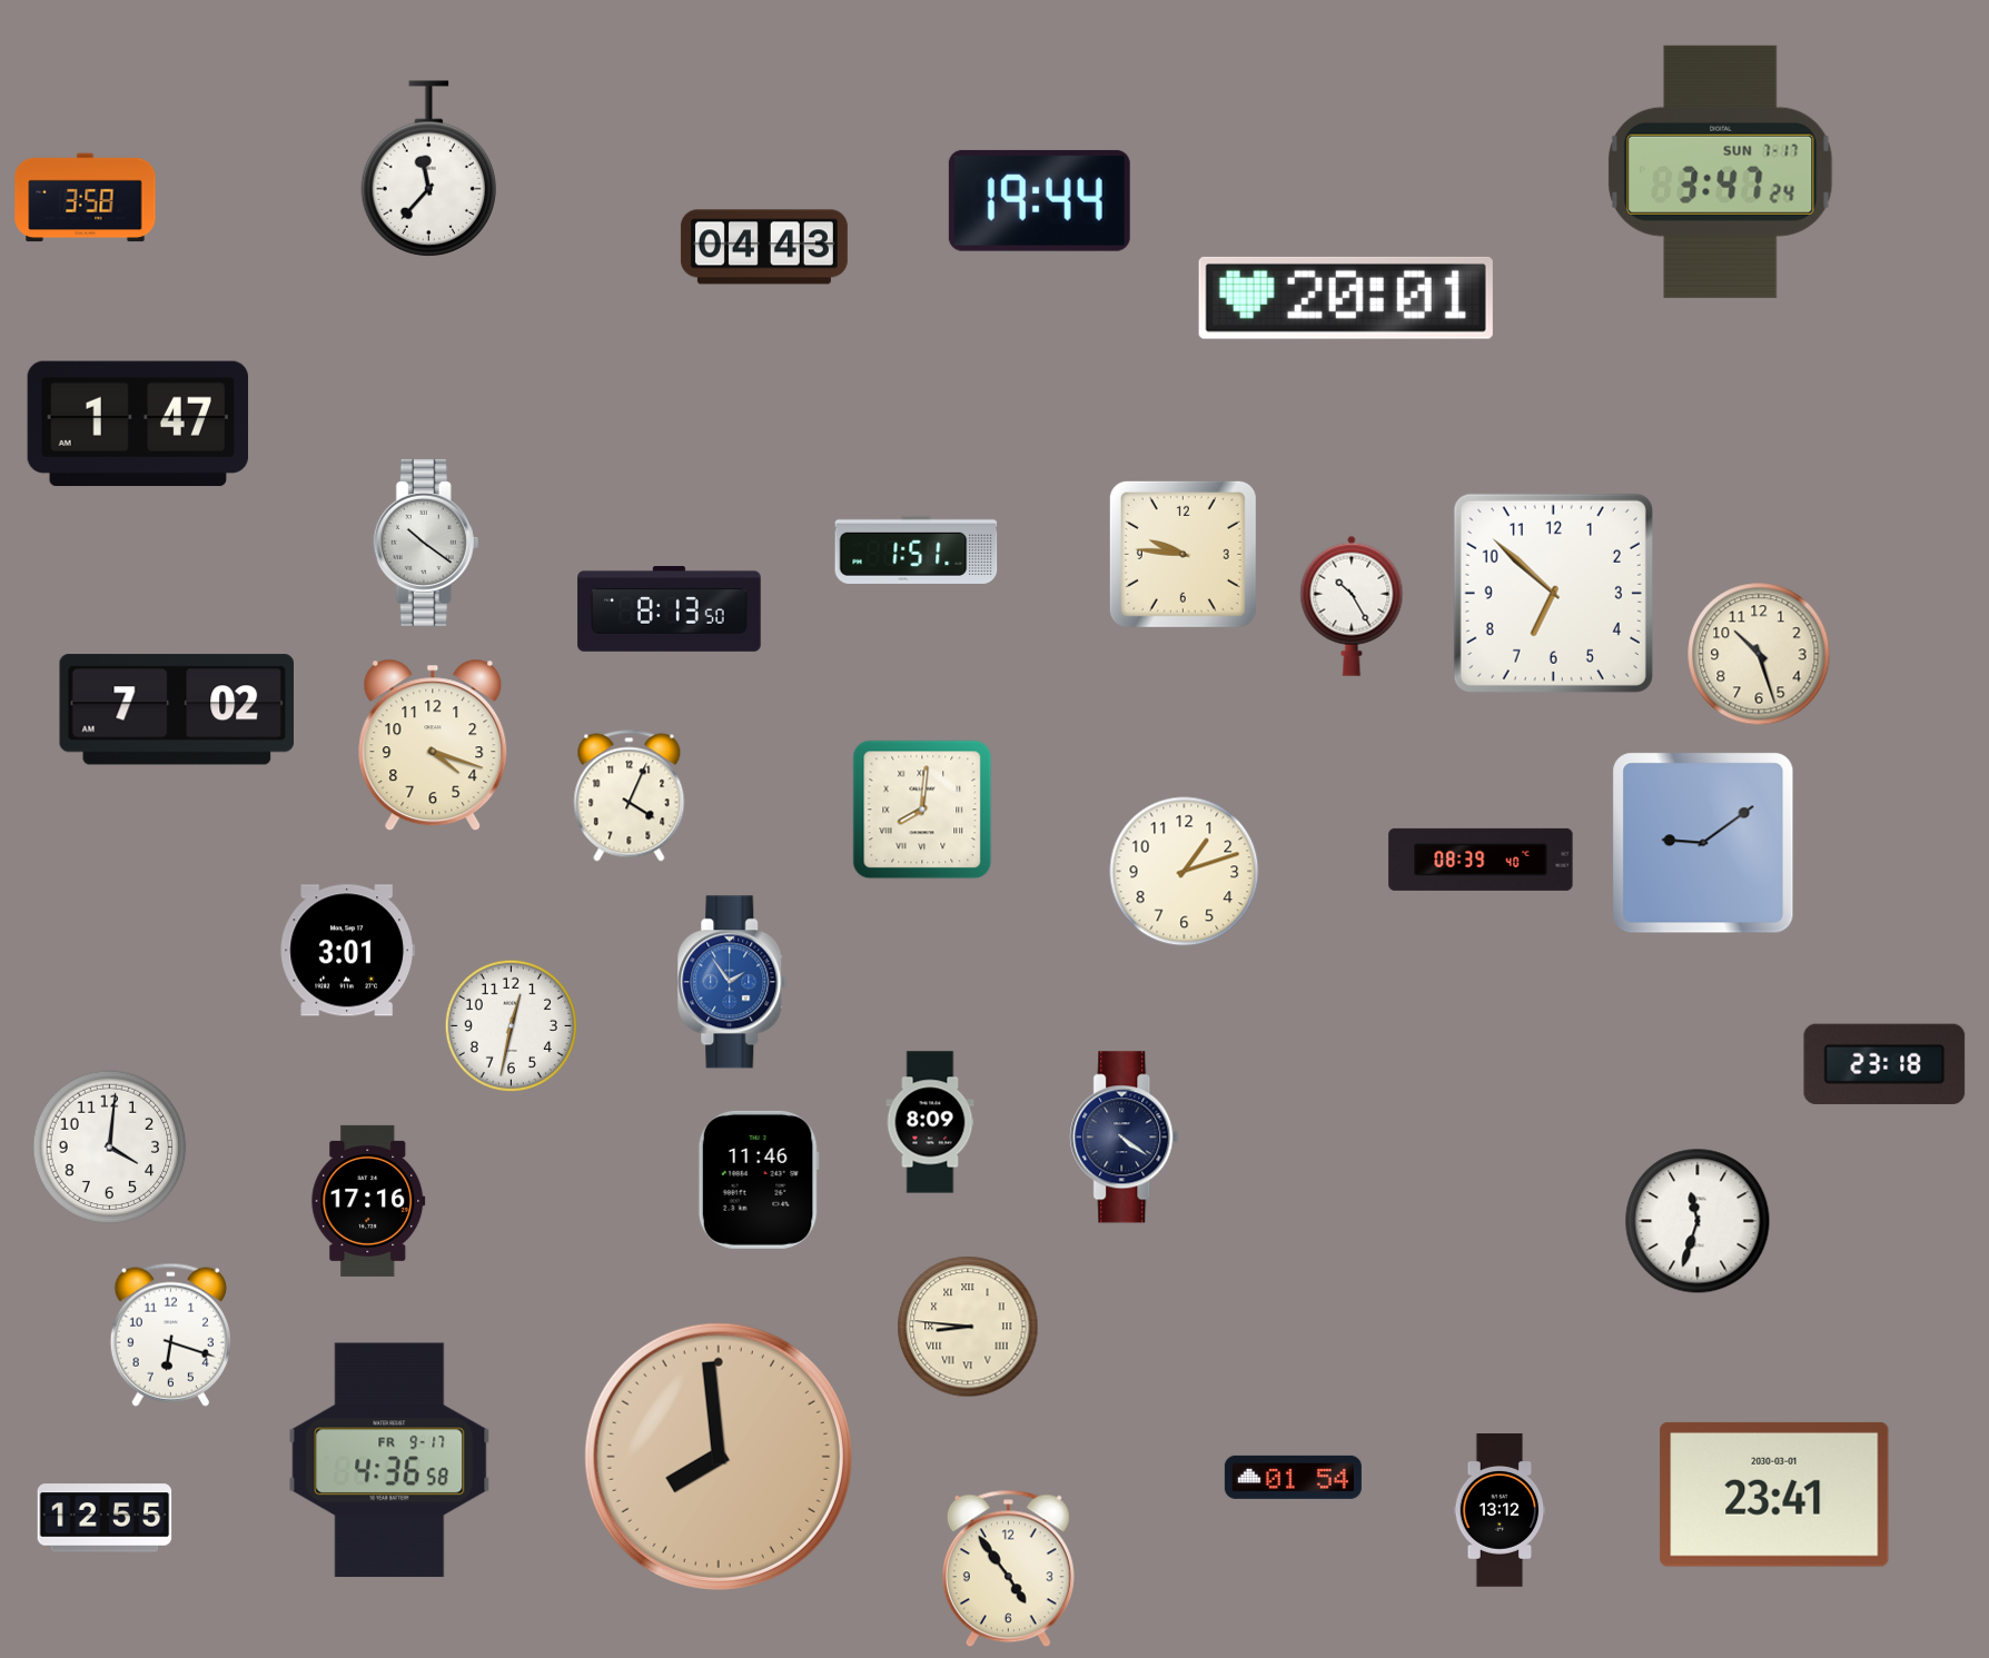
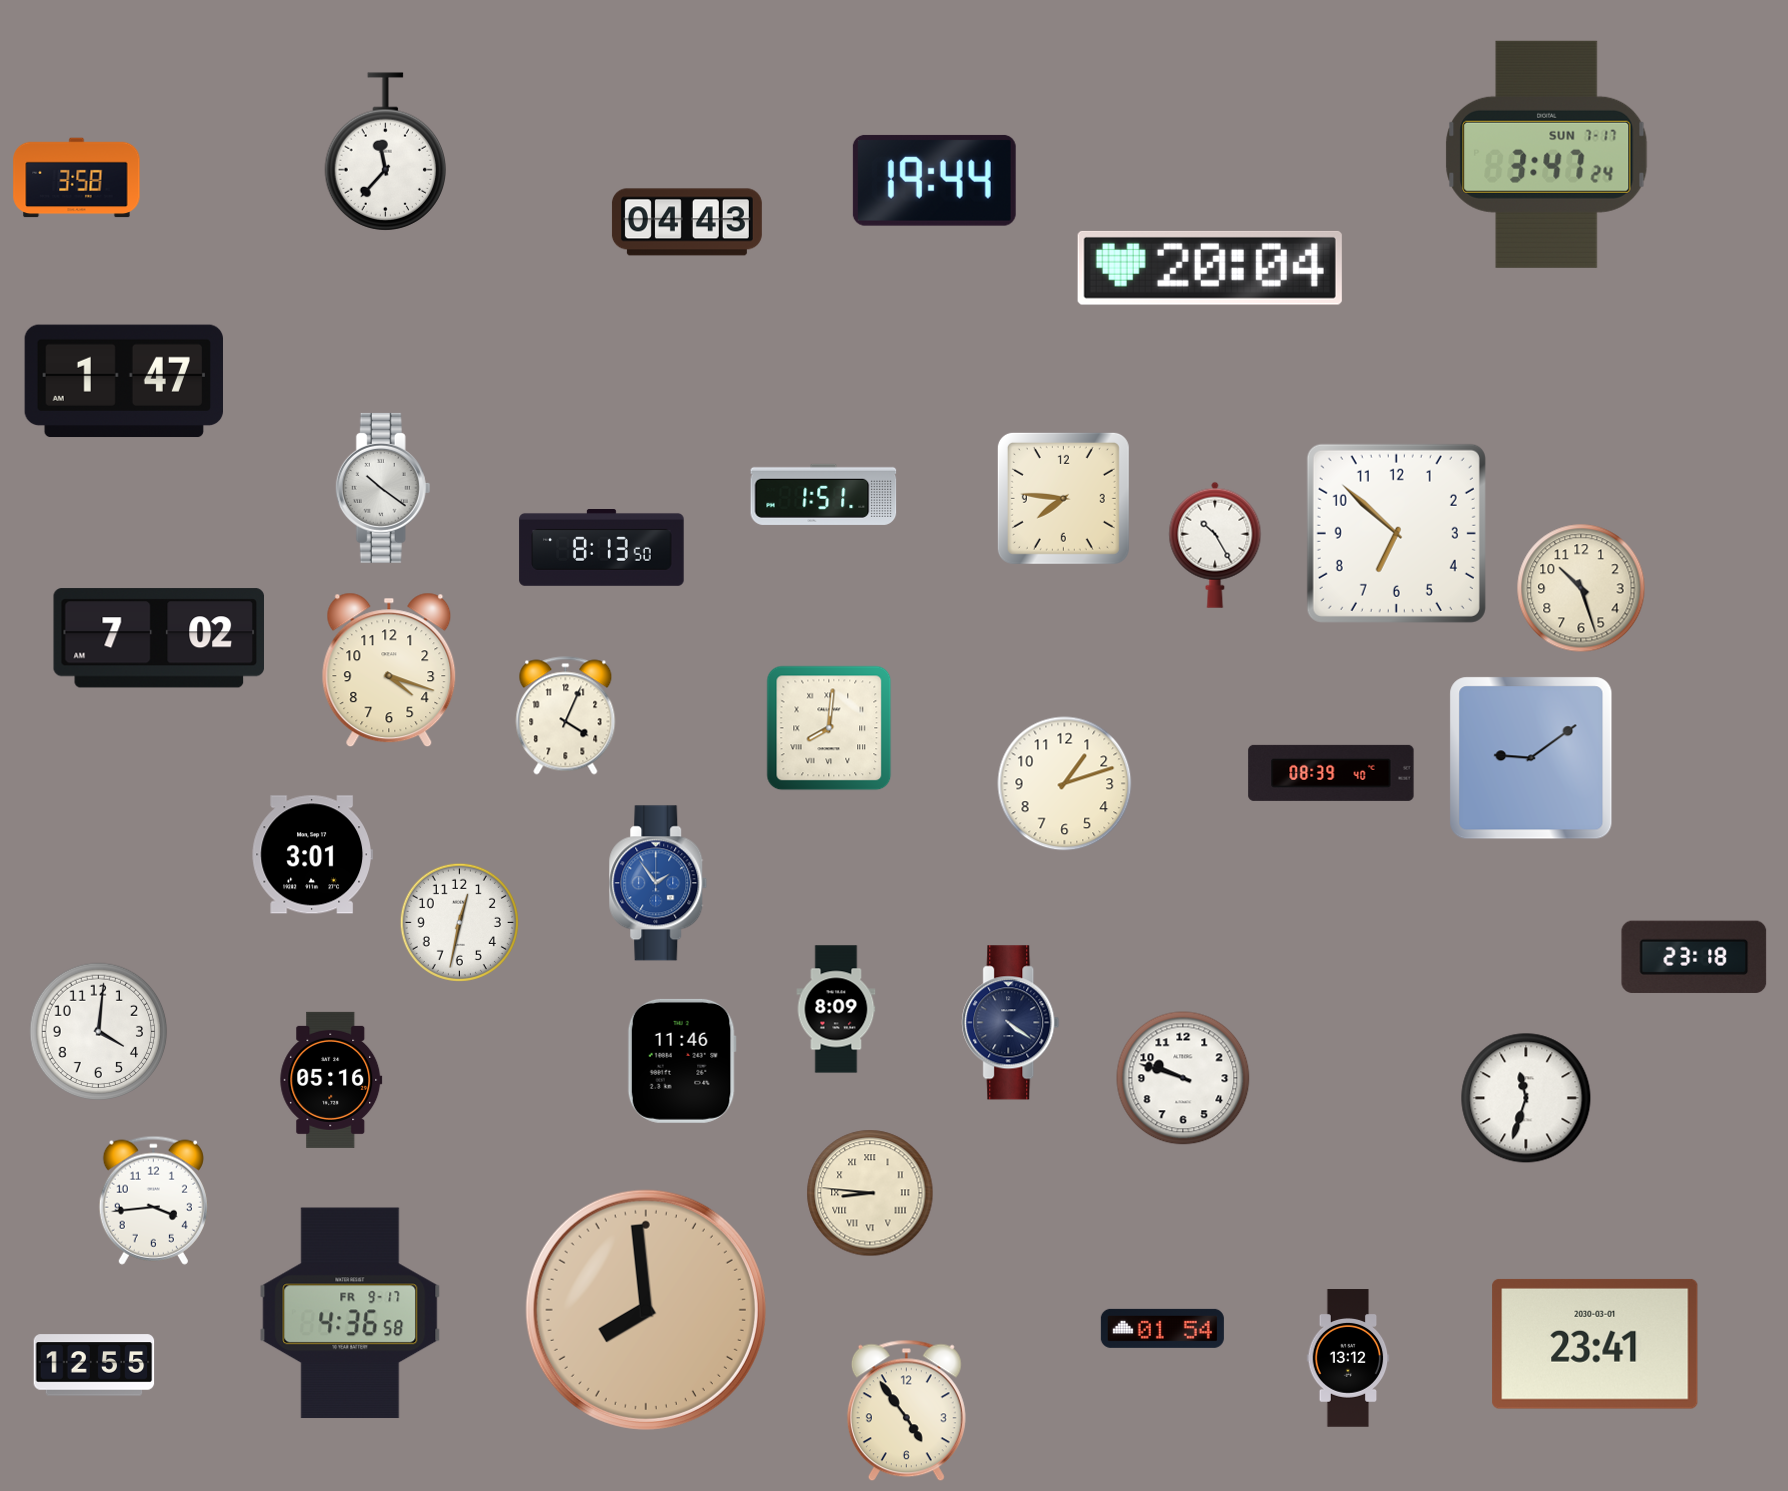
clock at (1346, 298): 20:01 -> 20:04
clock at (1182, 554): 9:46 -> 7:46
clock at (1183, 1078): none -> 9:48
clock at (368, 1201): 17:16 -> 05:16
clock at (170, 1334): 6:18 -> 3:44
